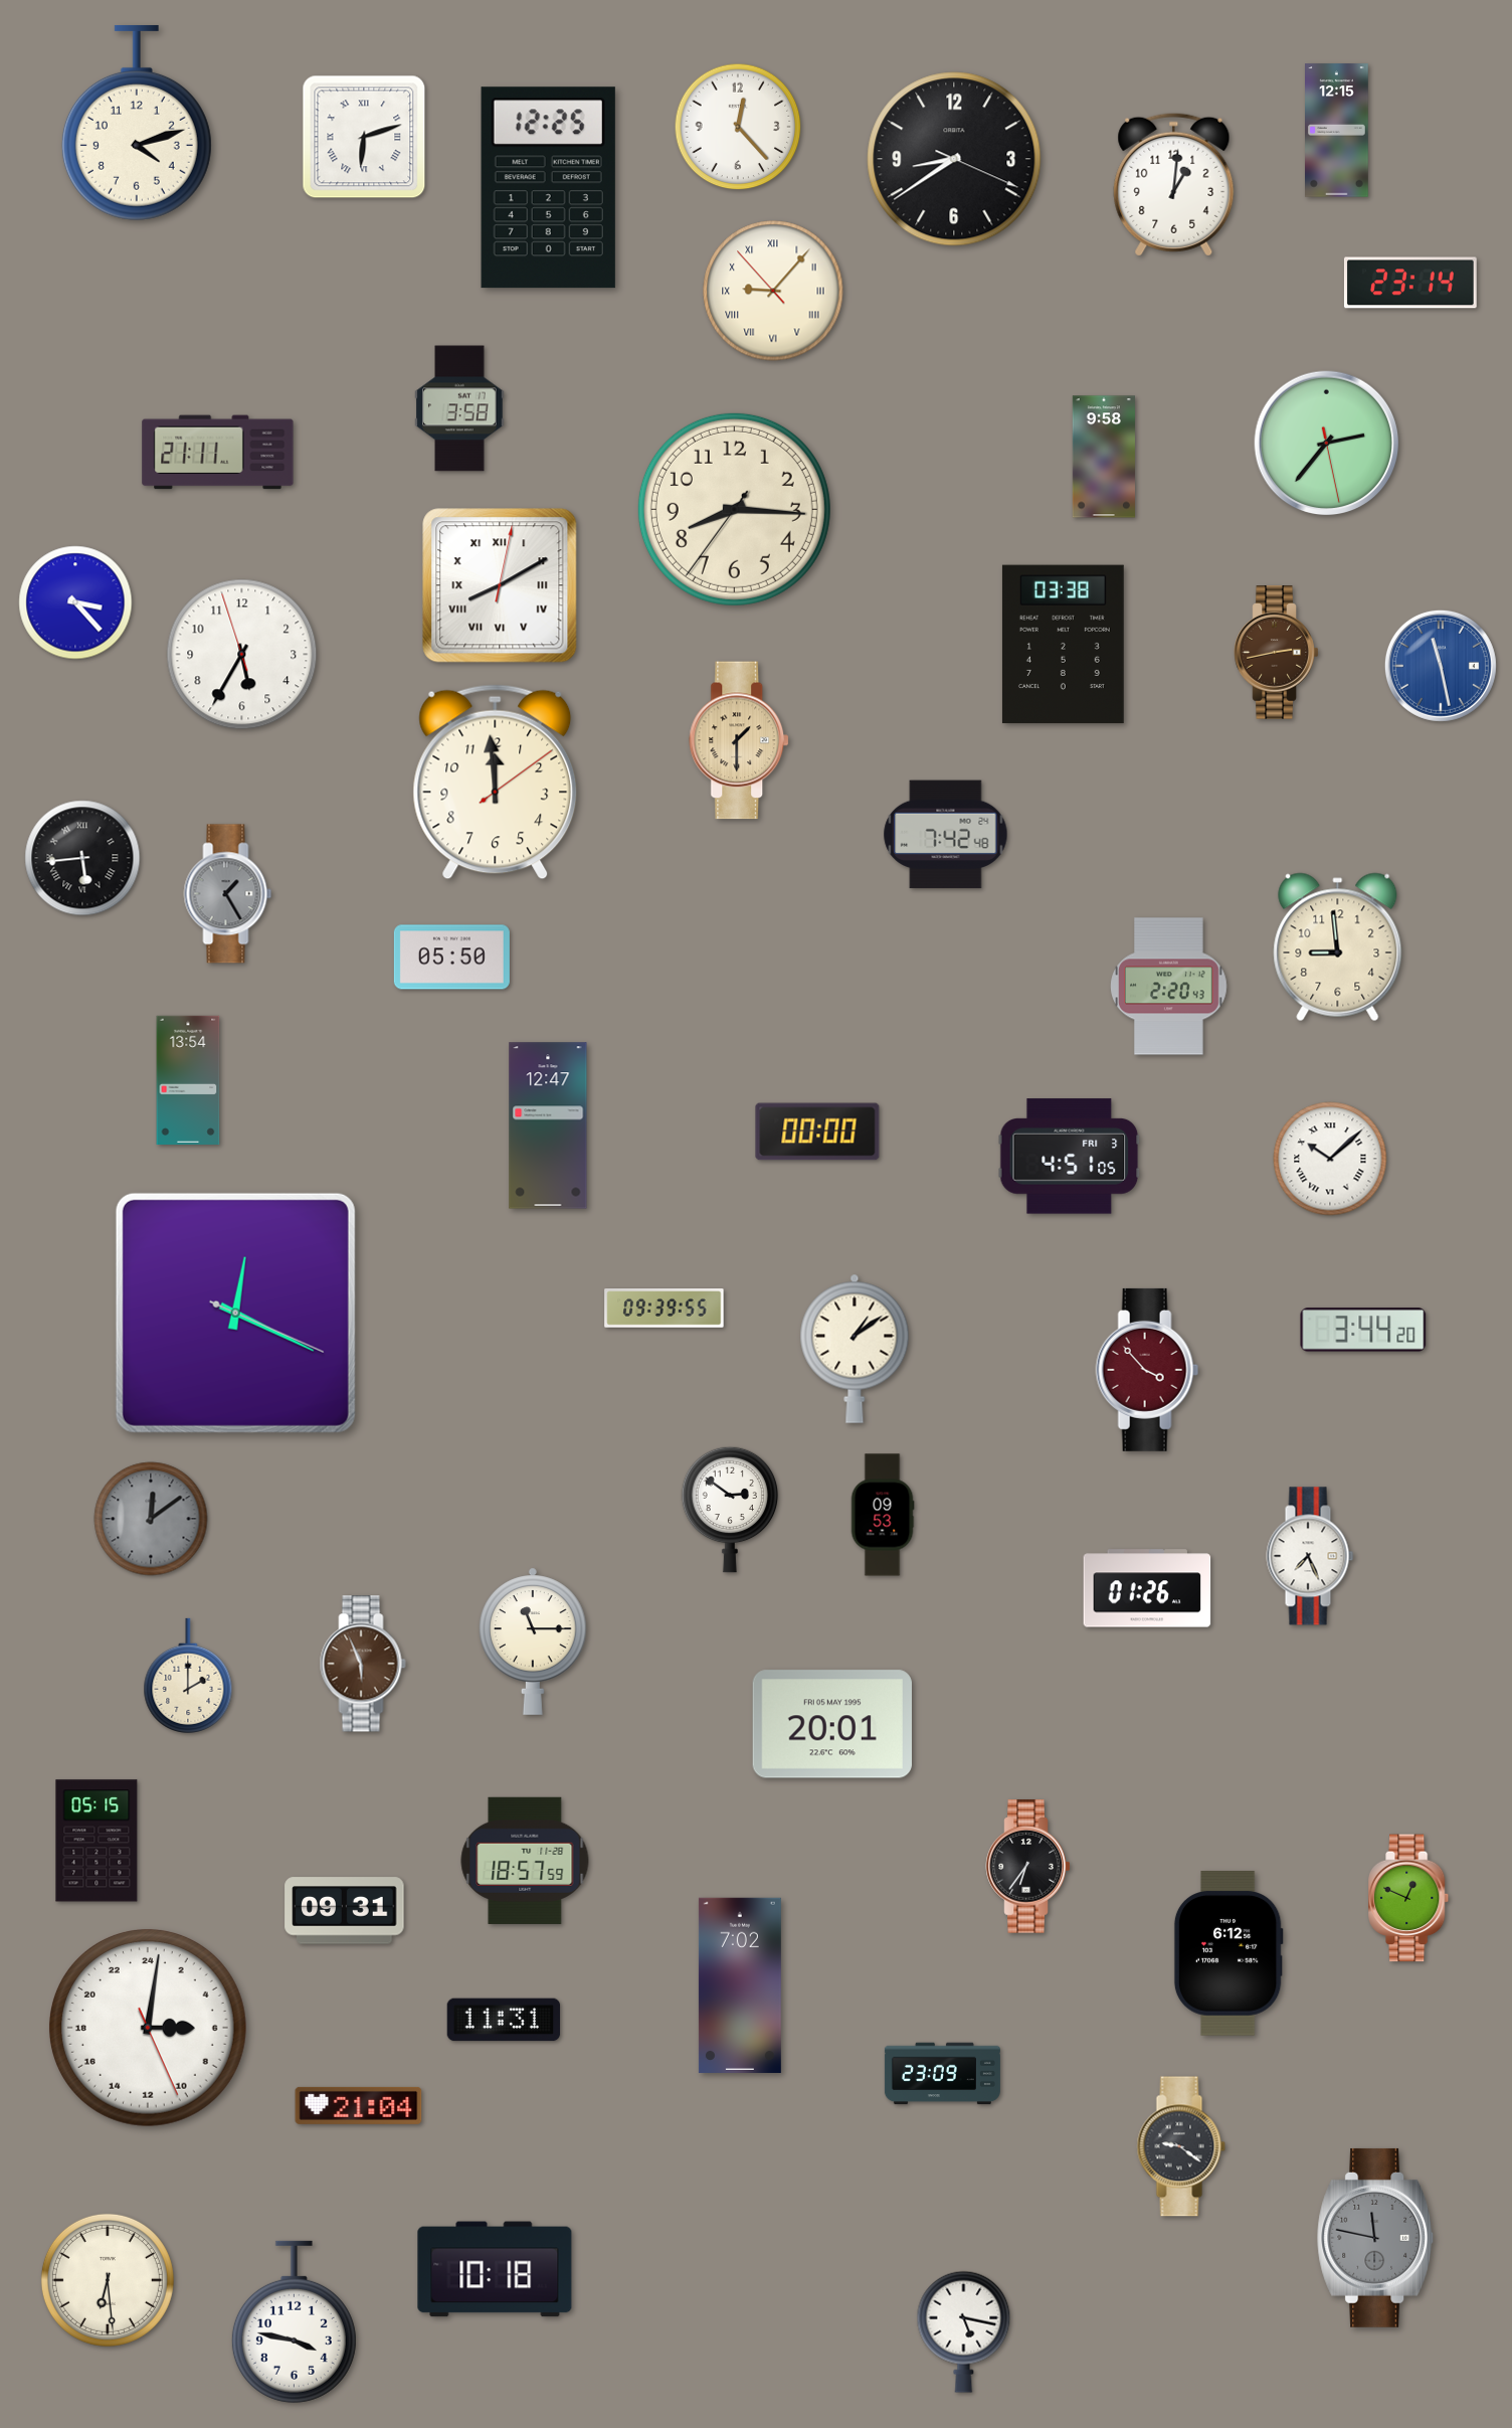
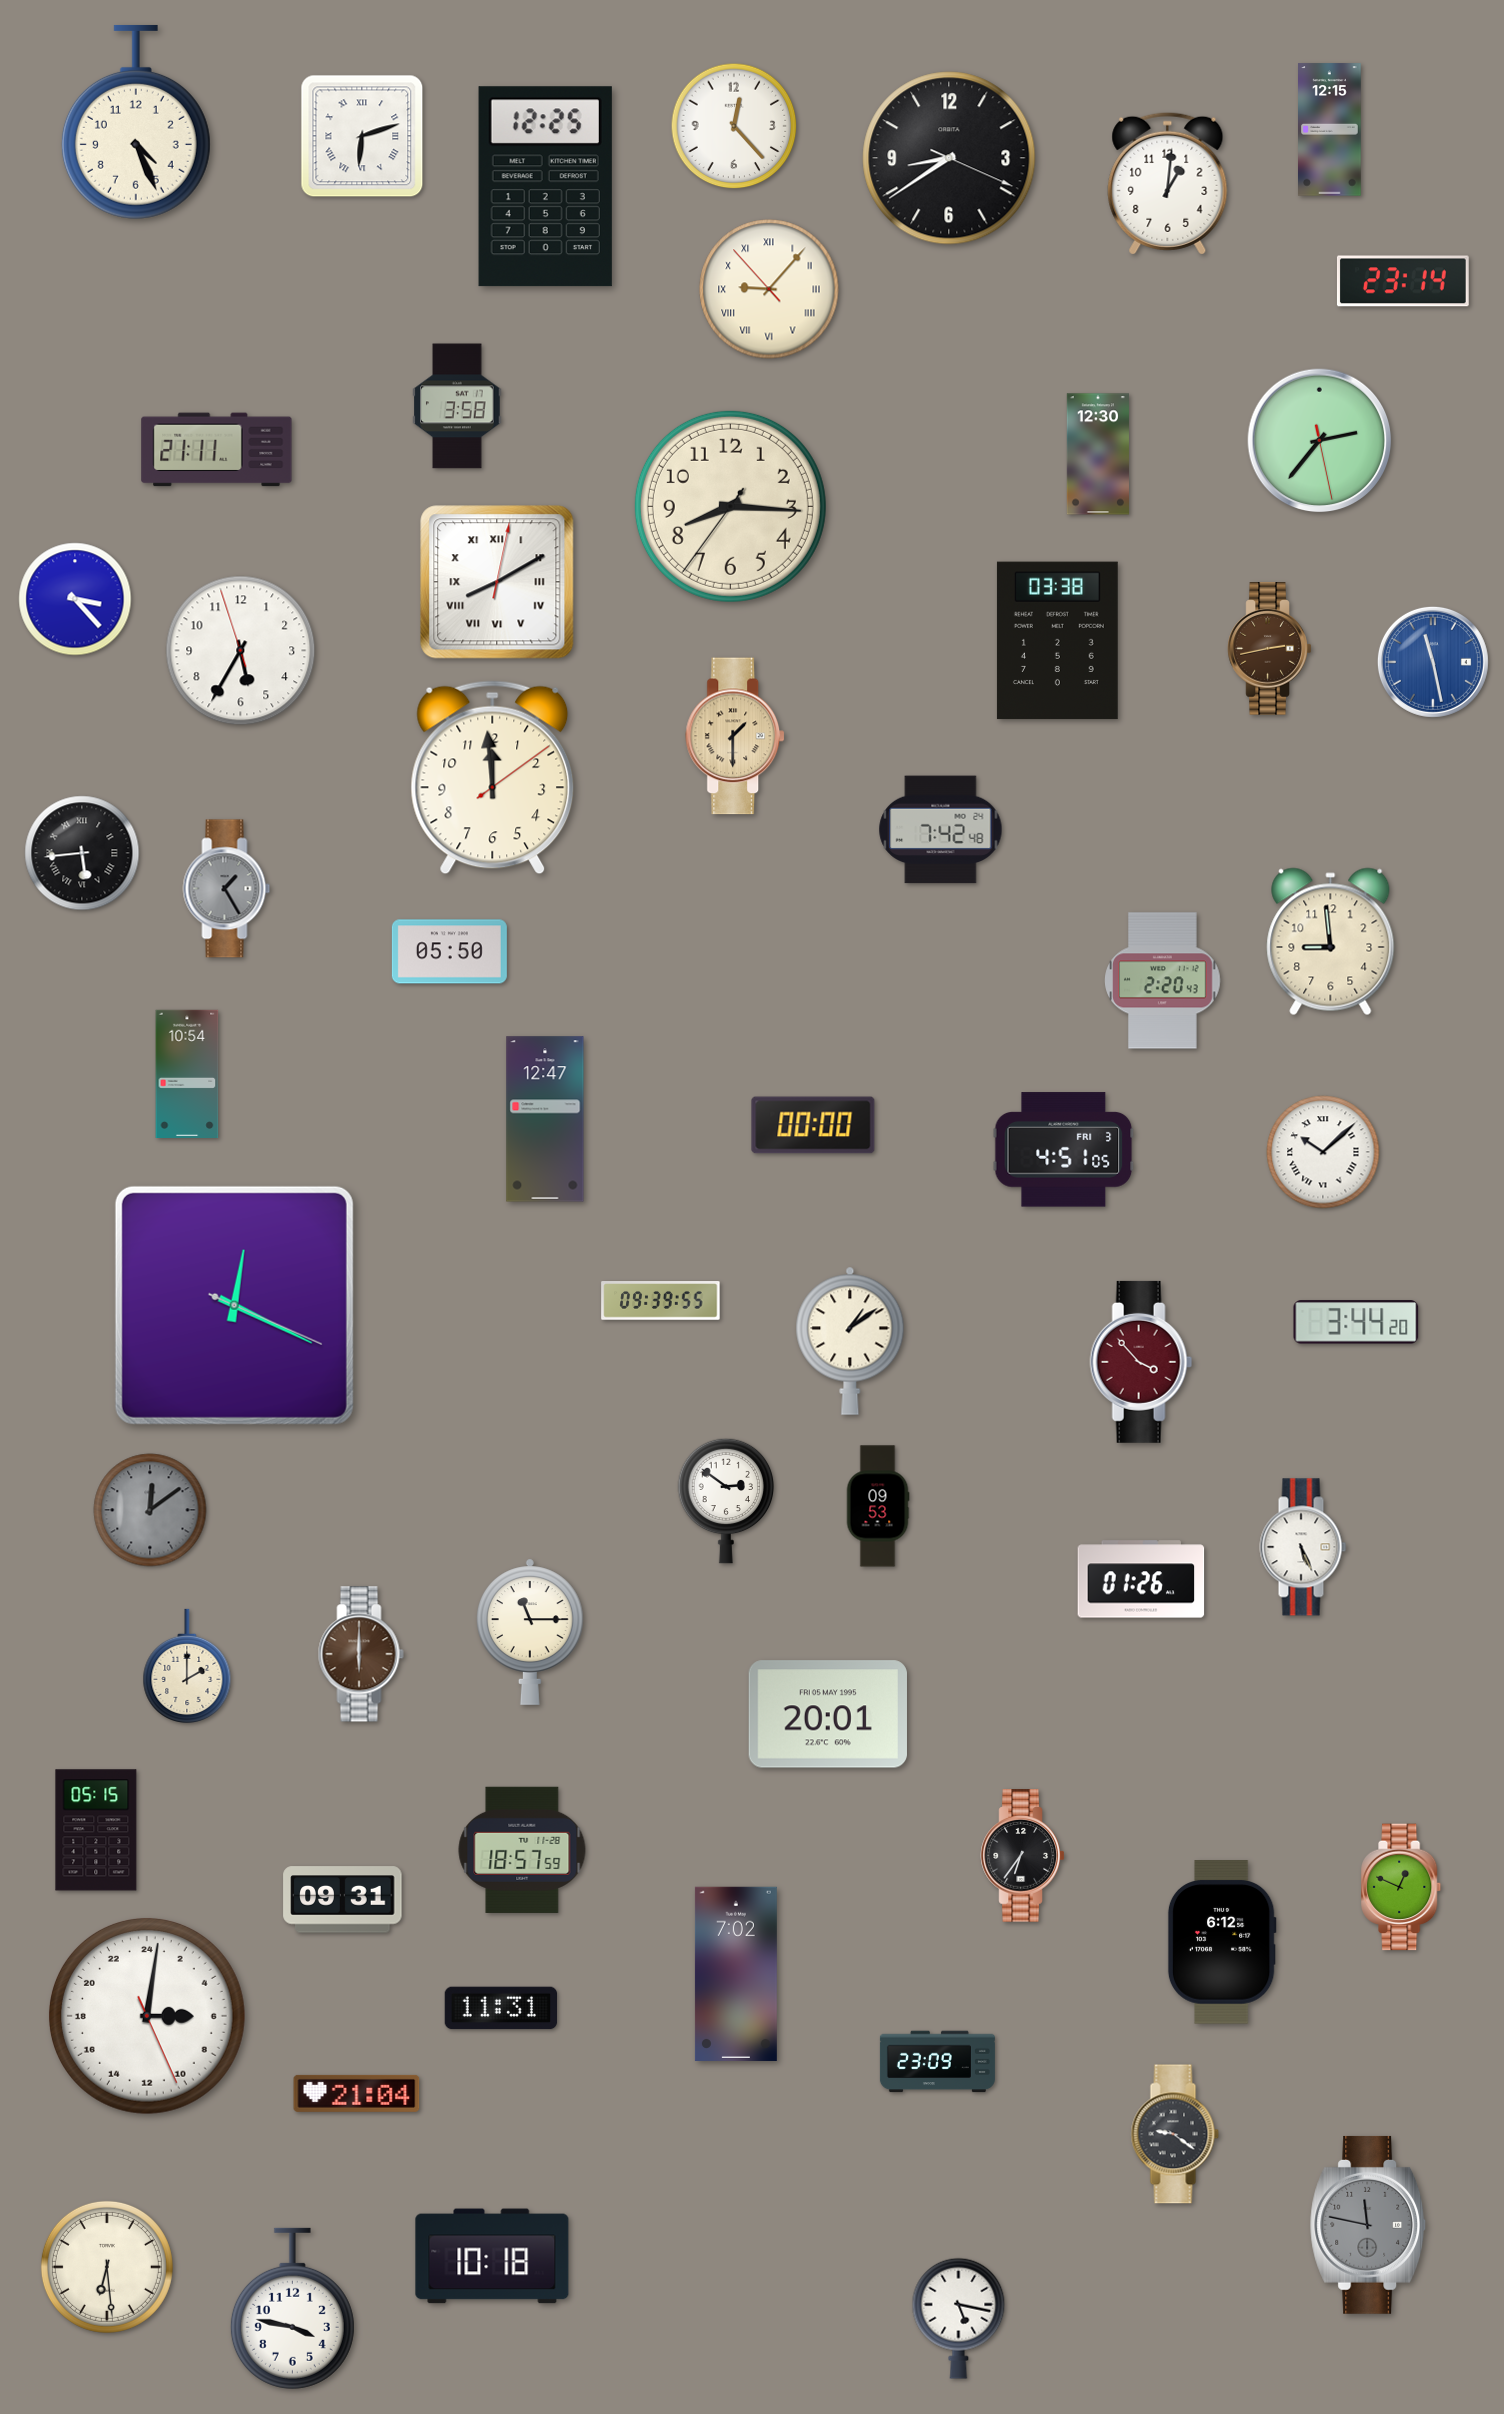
clock at (137, 123): 4:12 -> 4:26
clock at (1104, 457): 9:58 -> 12:30
clock at (188, 1080): 13:54 -> 10:54
clock at (1310, 1556): 7:26 -> 5:26
clock at (363, 1664): 5:56 -> 6:00
